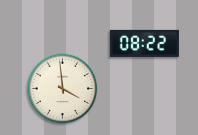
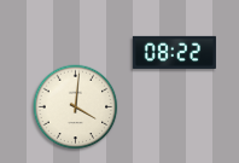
clock at (63, 89): 3:59 -> 4:01
